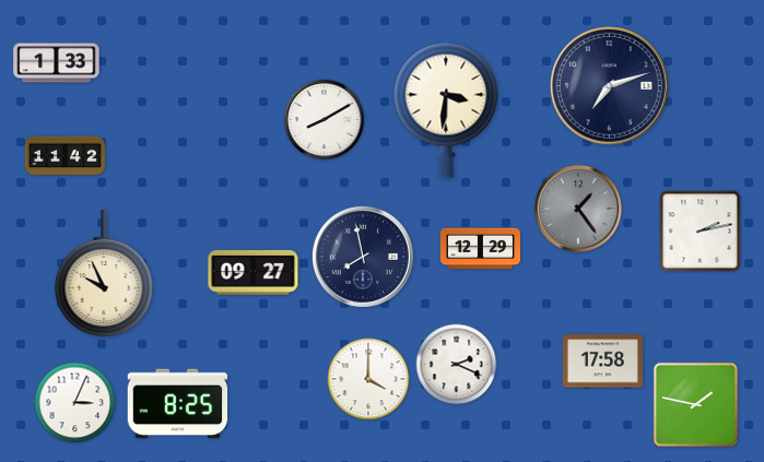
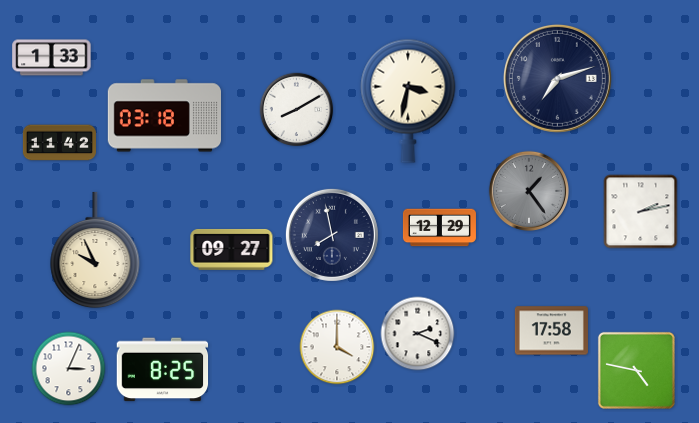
clock at (446, 110): 3:31 -> 3:32
clock at (164, 116): none -> 03:18
clock at (695, 404): 1:47 -> 4:47
